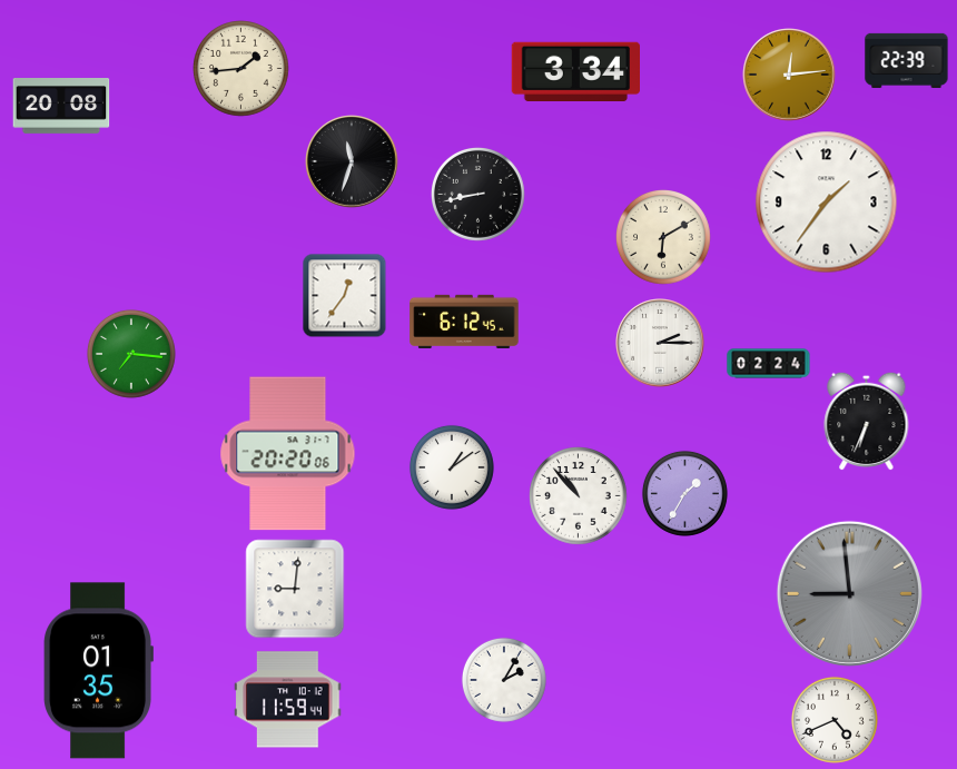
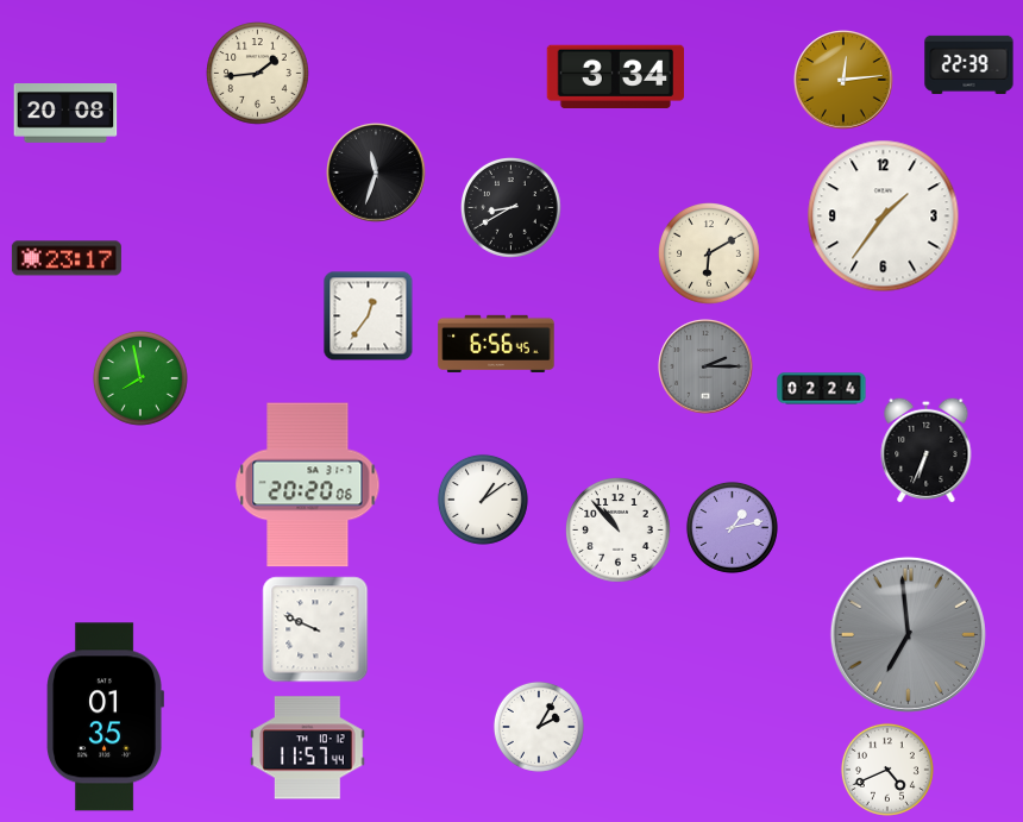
clock at (478, 195): 8:43 -> 8:40
clock at (67, 258): none -> 23:17
clock at (464, 321): 6:12 -> 6:56
clock at (660, 343) dial: white -> grey
clock at (131, 354): 7:16 -> 7:58
clock at (684, 493): 1:35 -> 1:13
clock at (295, 589): 9:01 -> 9:49
clock at (849, 593): 8:59 -> 6:59
clock at (288, 700): 11:59 -> 11:57
clock at (835, 720) position: (835, 720) -> (887, 770)
